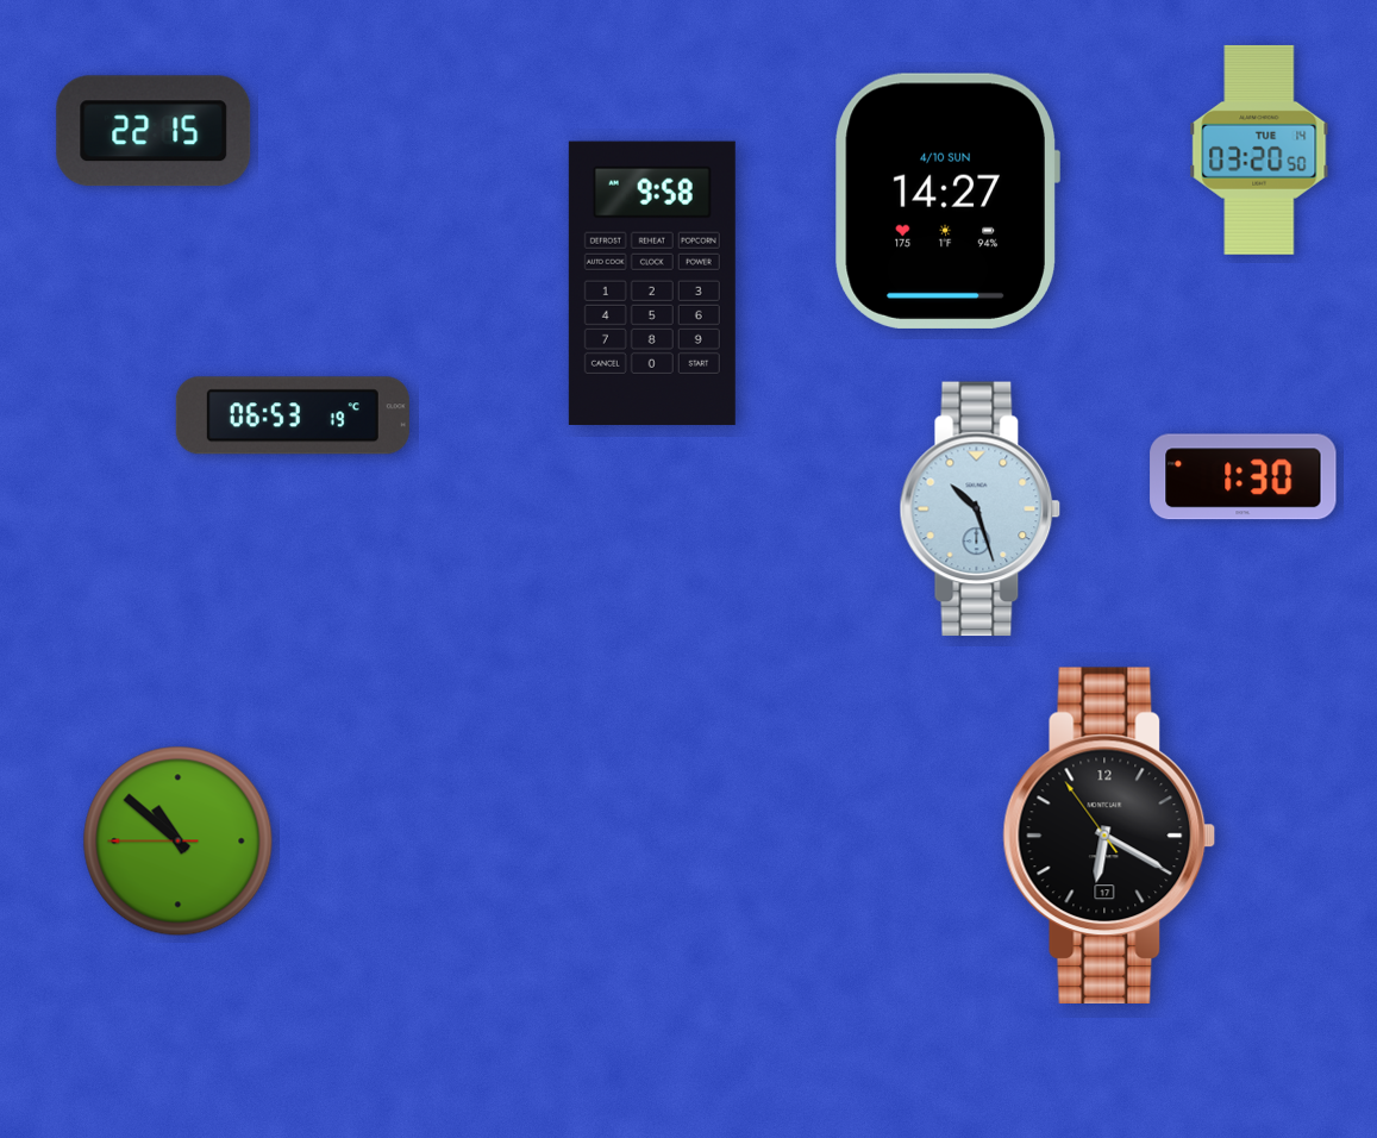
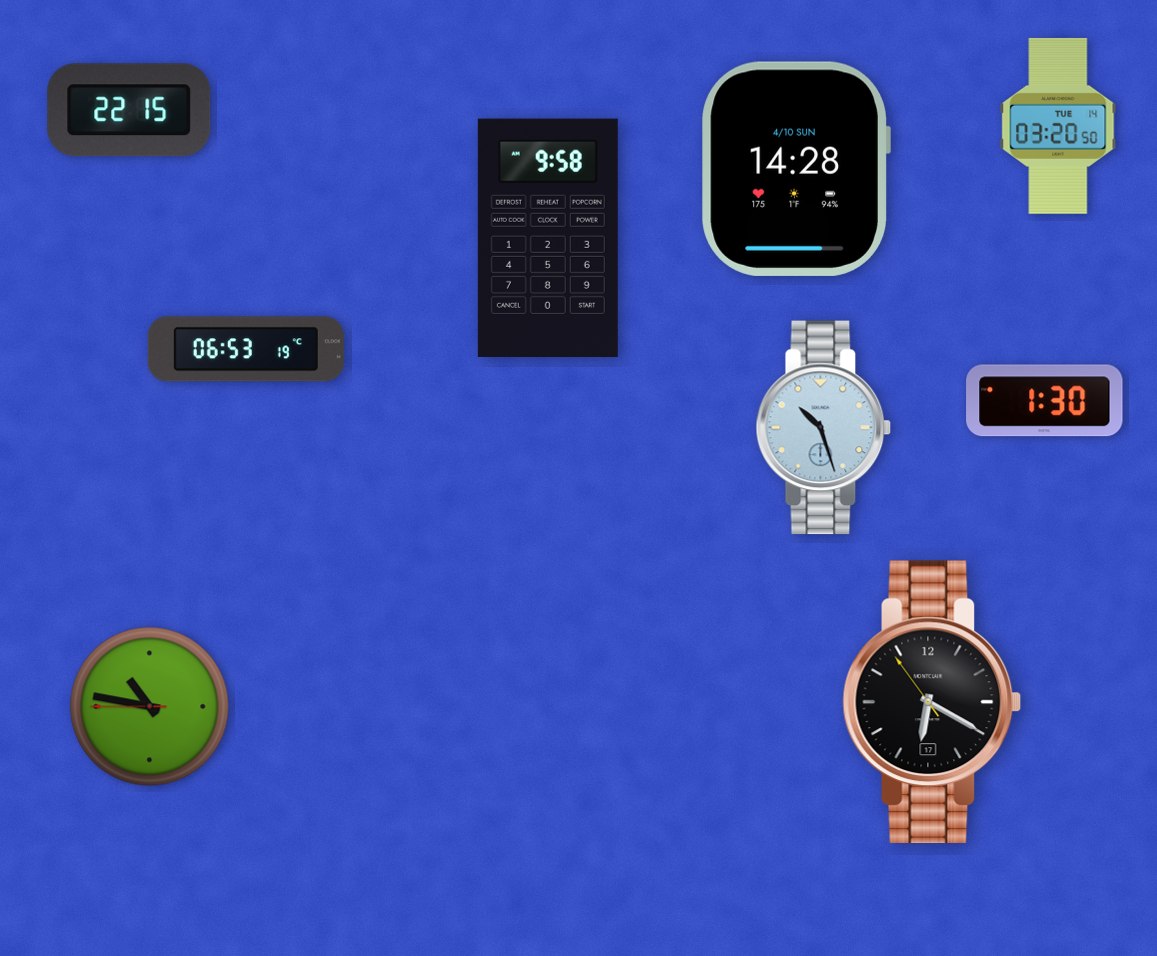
clock at (947, 201): 14:27 -> 14:28
clock at (179, 842): 10:51 -> 10:46
